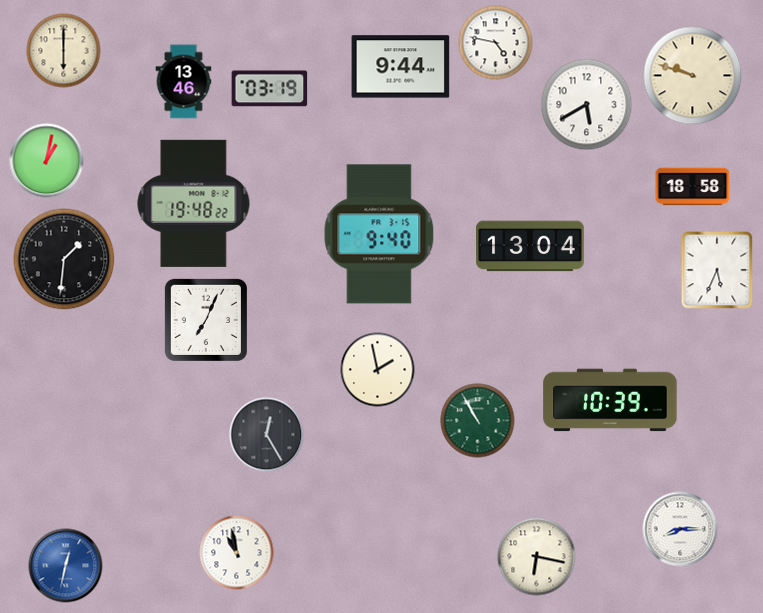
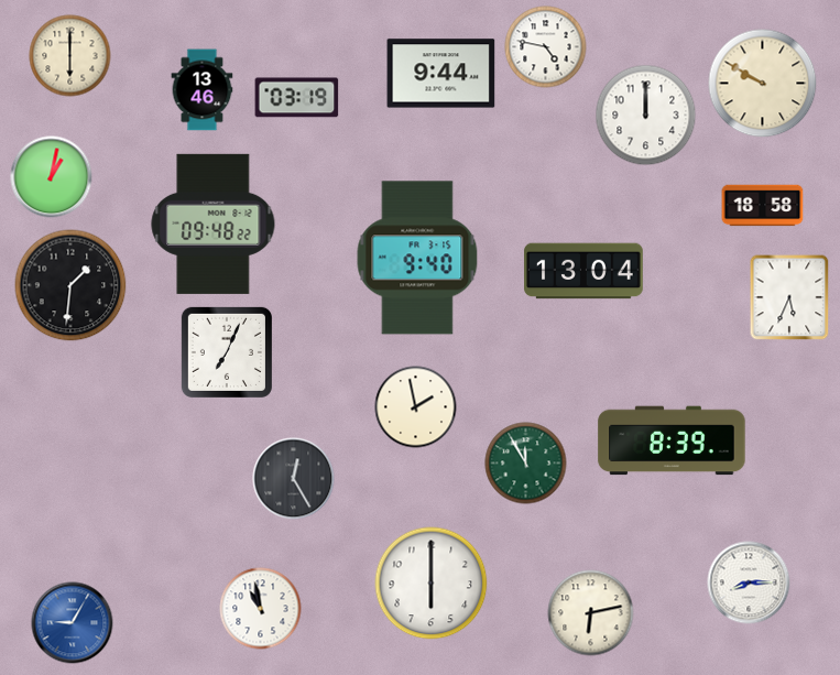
clock at (693, 76): 9:48 -> 9:50
clock at (587, 105): 5:40 -> 12:00
clock at (194, 203): 19:48 -> 09:48
clock at (610, 400): 10:39 -> 8:39
clock at (478, 421): 10:55 -> 11:55
clock at (432, 584): none -> 6:00
clock at (537, 557): 6:17 -> 6:13
clock at (66, 566): 12:32 -> 9:05
